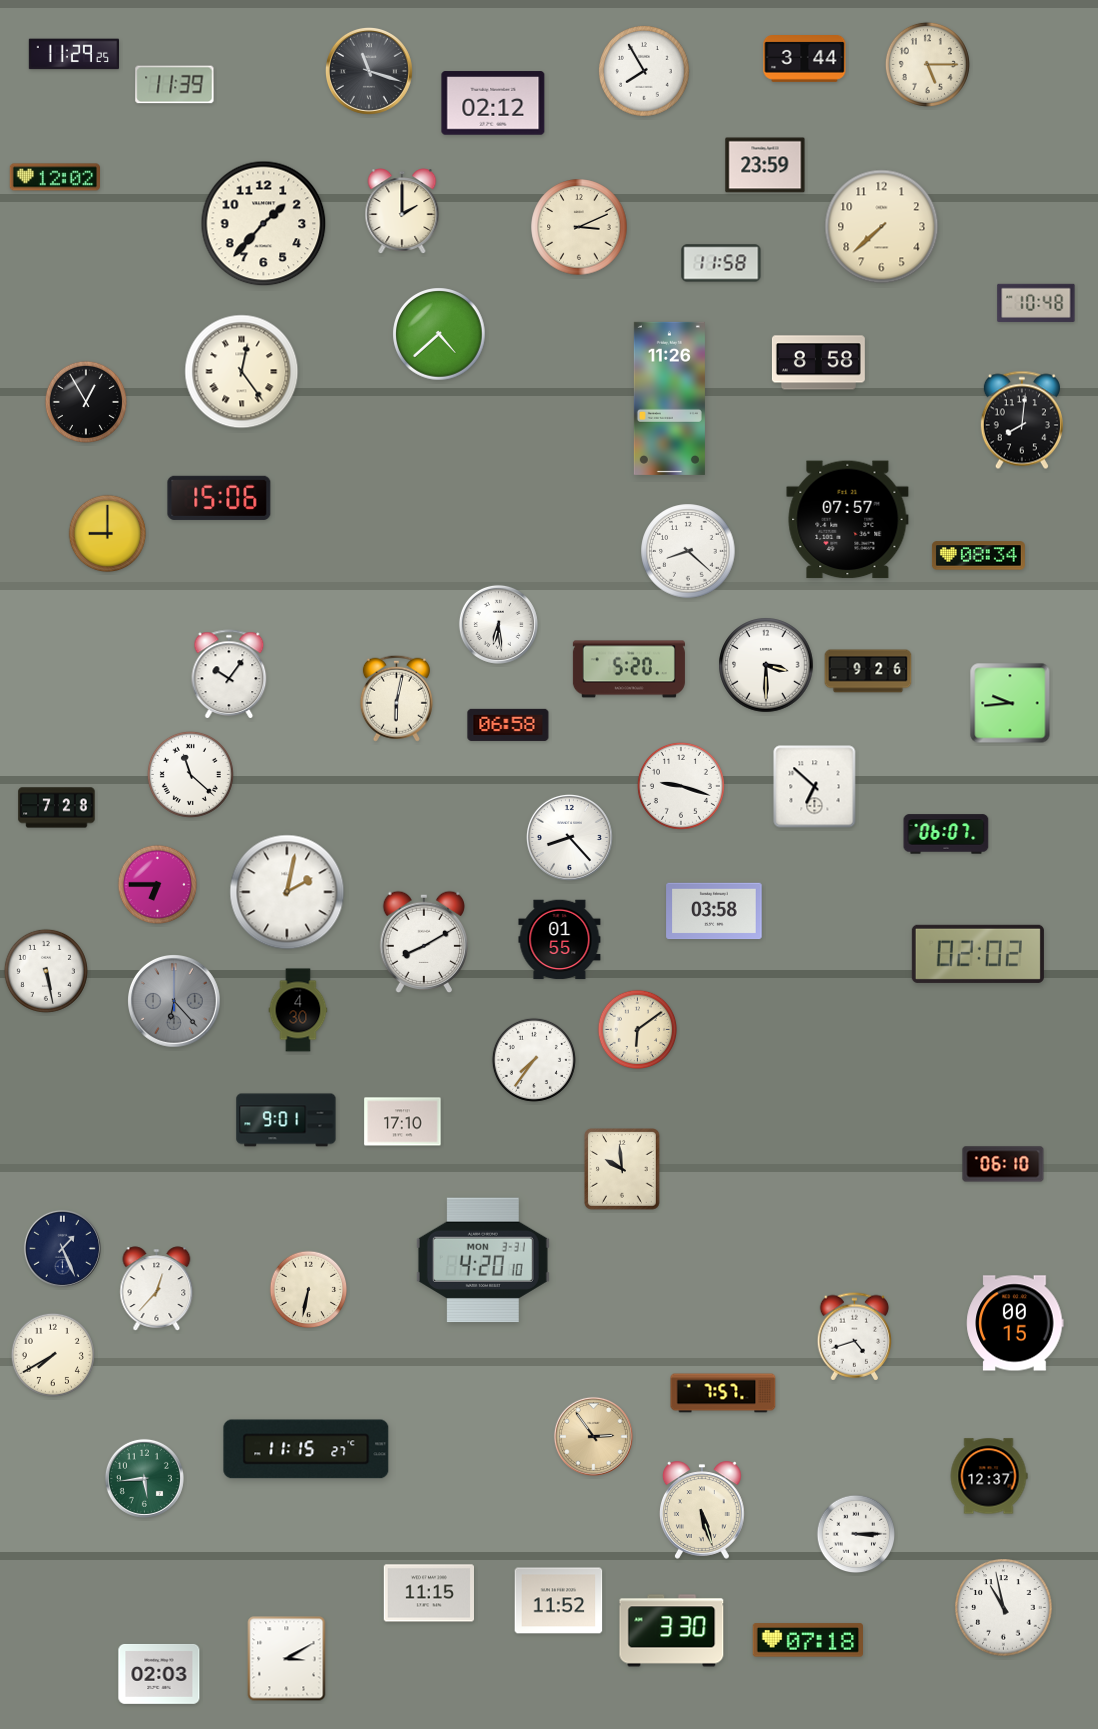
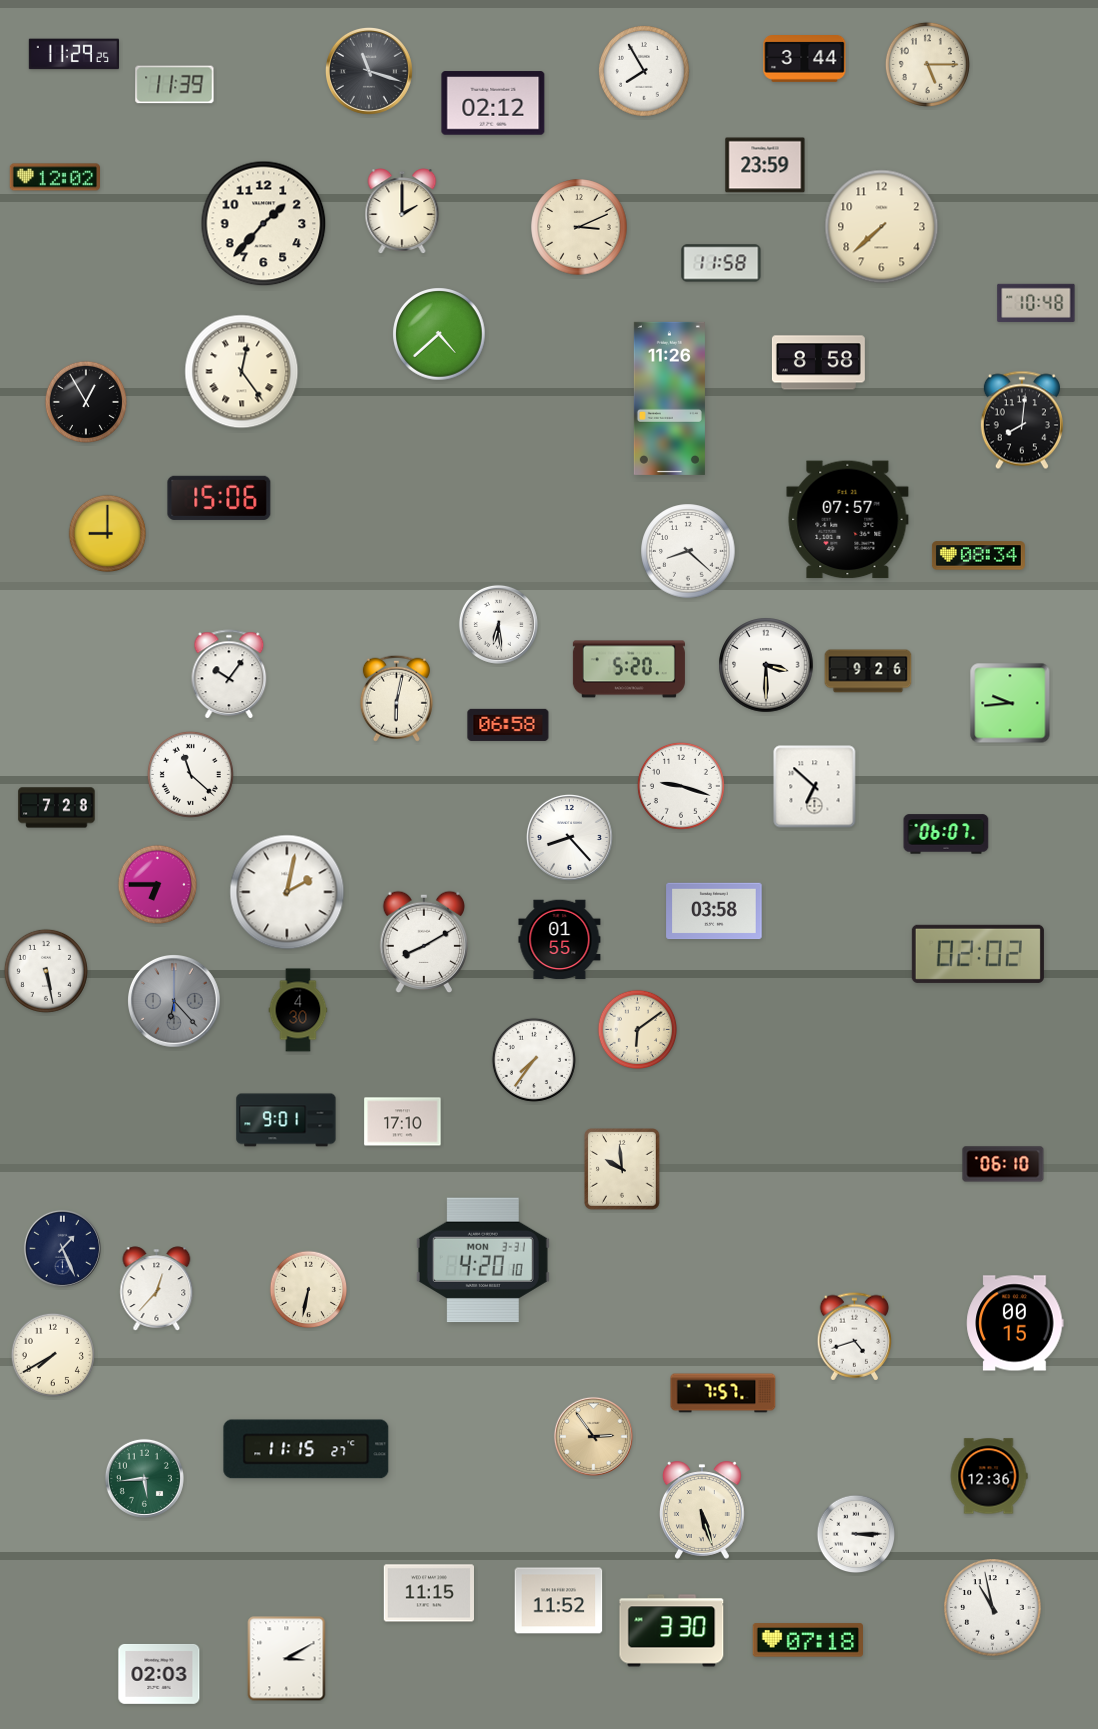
clock at (989, 1476): 12:37 -> 12:36
clock at (1004, 1608) position: (1004, 1608) -> (993, 1608)
